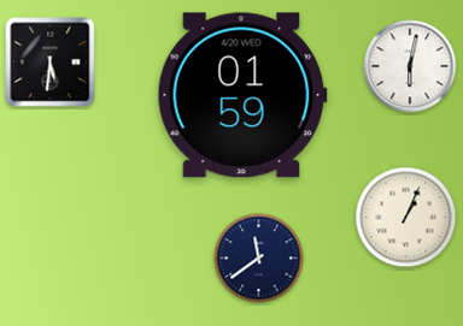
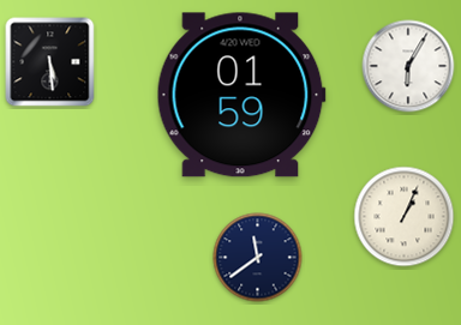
clock at (51, 63): 5:31 -> 5:29
clock at (410, 66): 6:02 -> 6:05
